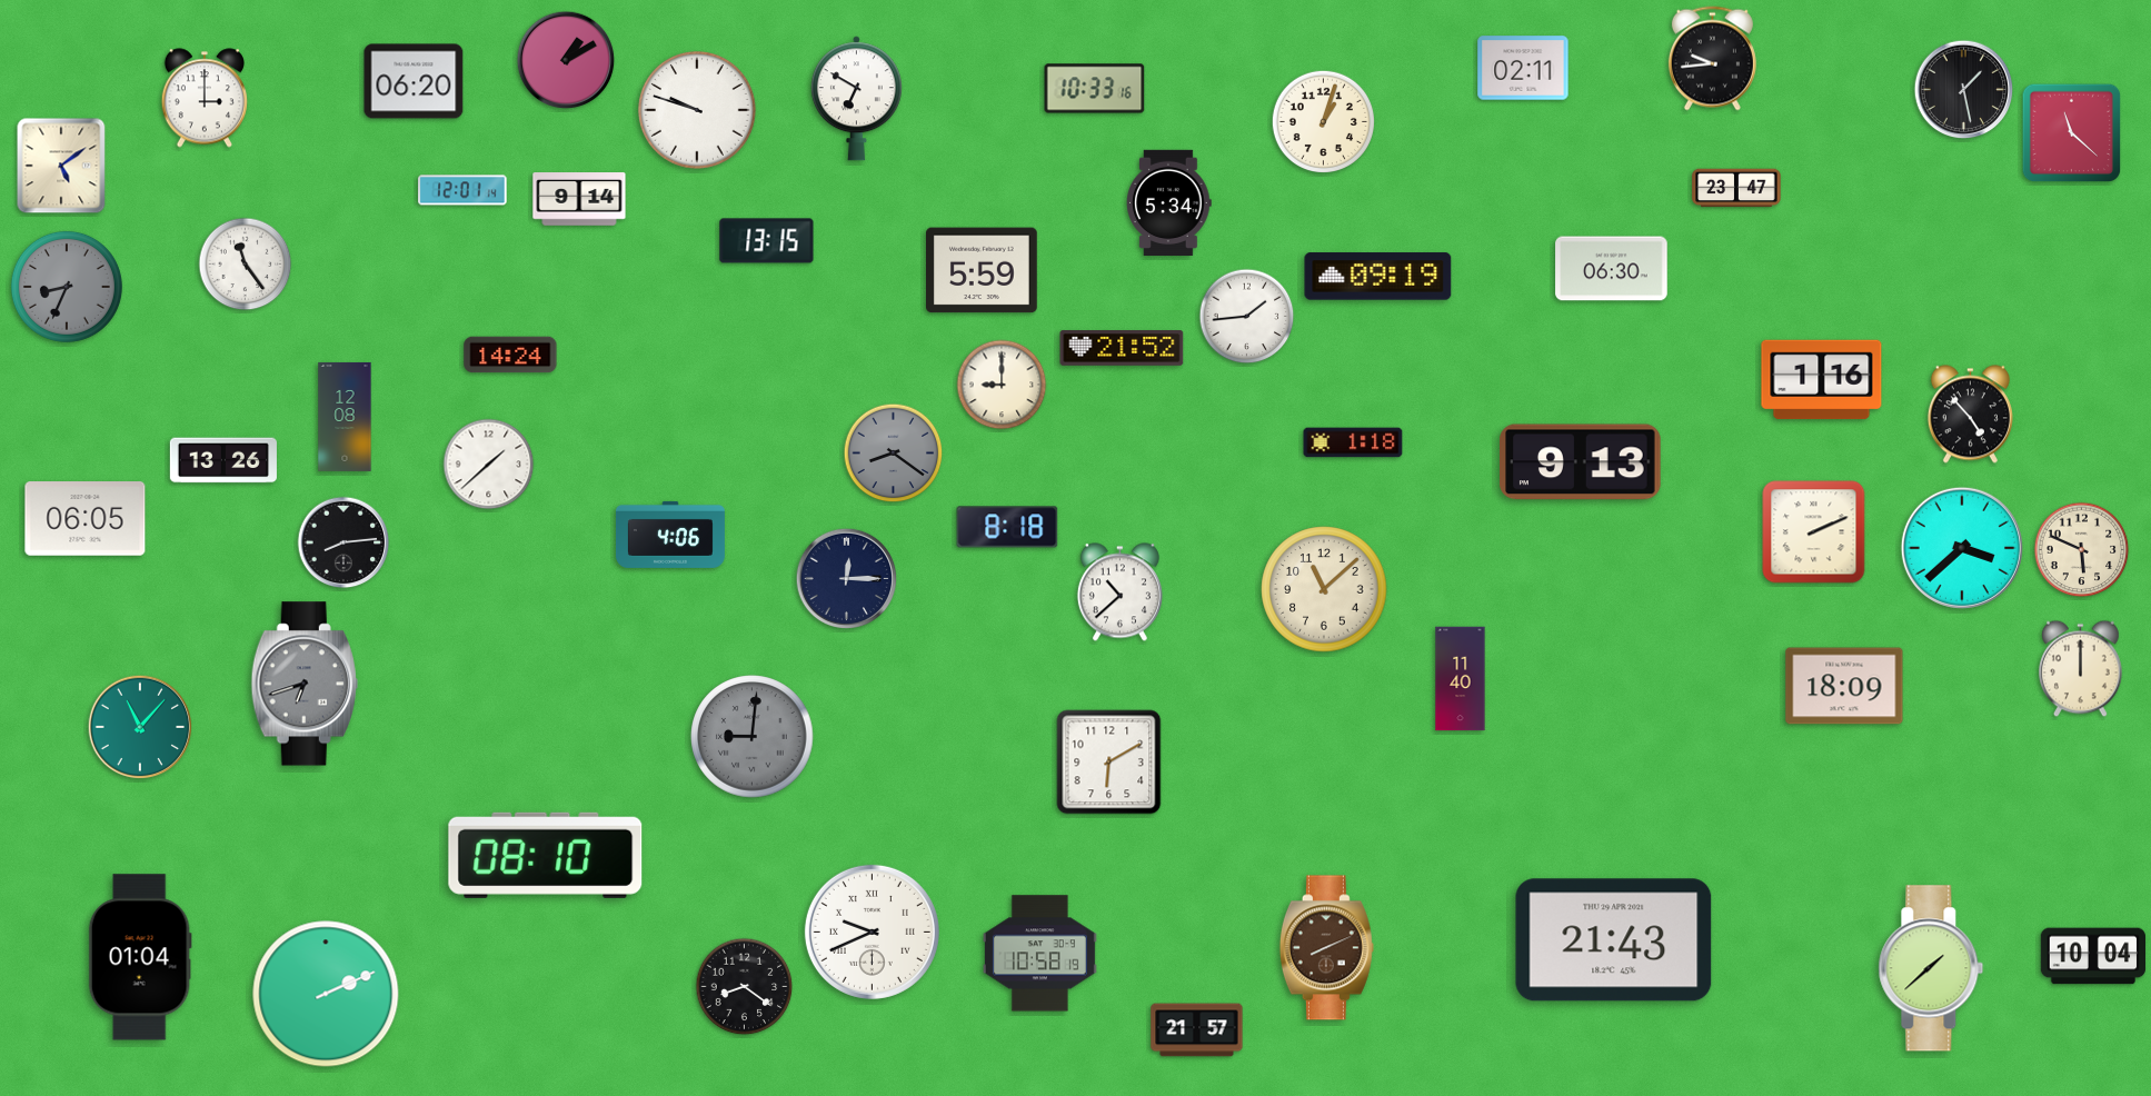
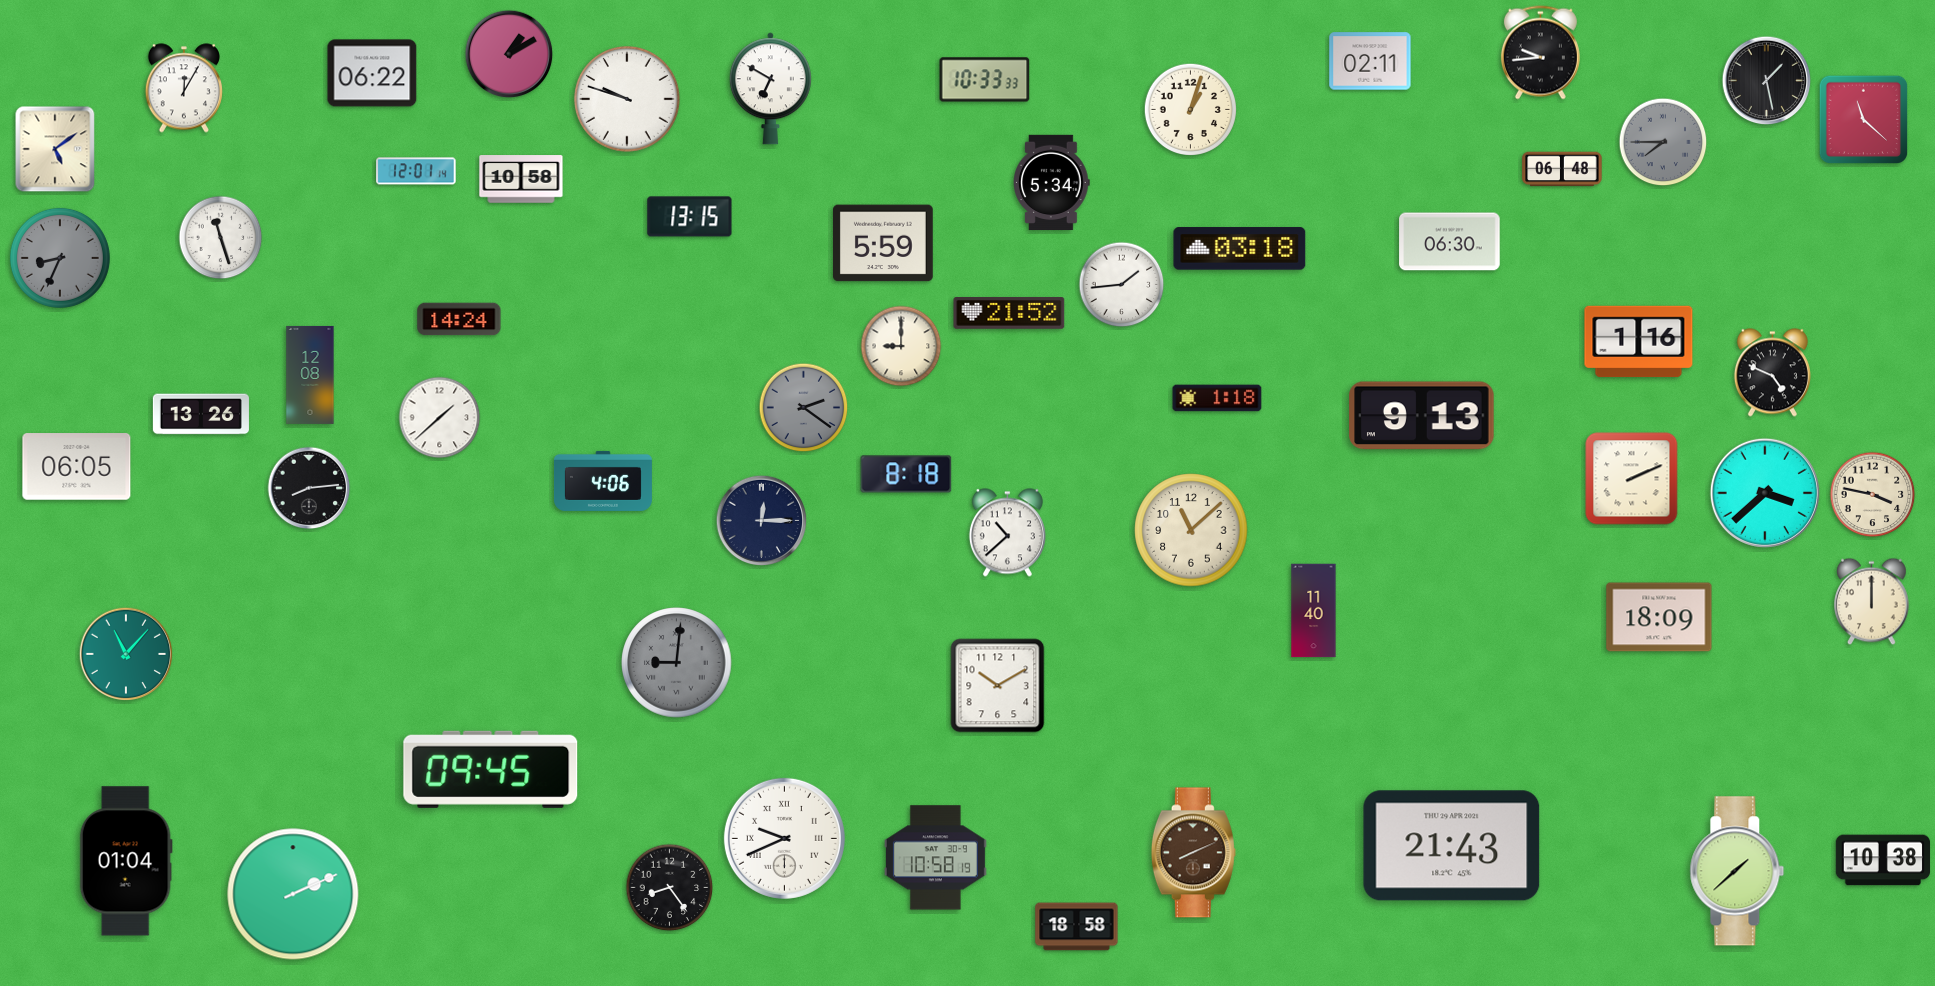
clock at (414, 81): 06:20 -> 06:22
clock at (1095, 89): 10:33:16 -> 10:33:33
clock at (205, 98): 3:00 -> 12:05
clock at (1663, 142): none -> 7:45
clock at (1736, 188): 23:47 -> 06:48
clock at (579, 199): 9:14 -> 10:58
clock at (246, 265): 11:24 -> 11:27
clock at (1378, 277): 09:19 -> 03:18
clock at (1970, 415): 4:53 -> 4:49
clock at (894, 454): 8:21 -> 2:21
clock at (2082, 550): 5:49 -> 3:47
clock at (305, 684): 6:42 -> none
clock at (1109, 763): 6:10 -> 10:10
clock at (546, 855): 08:10 -> 09:45
clock at (2093, 956): 10:04 -> 10:38
clock at (745, 987): 8:21 -> 8:24
clock at (1197, 1030): 21:57 -> 18:58
